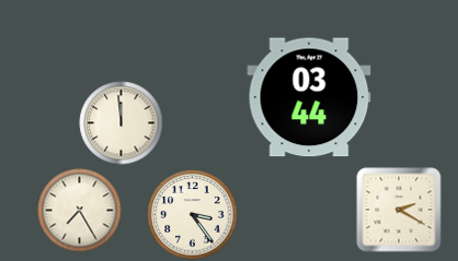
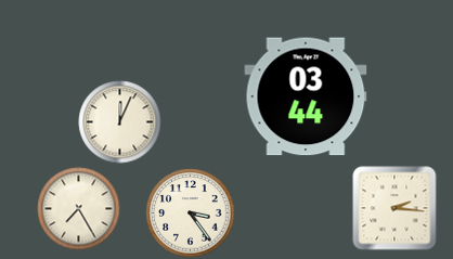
clock at (122, 123): 11:59 -> 12:04
clock at (399, 210): 2:20 -> 2:16
